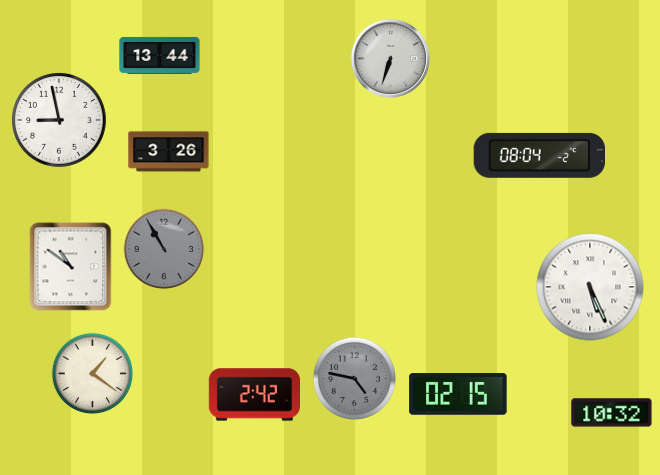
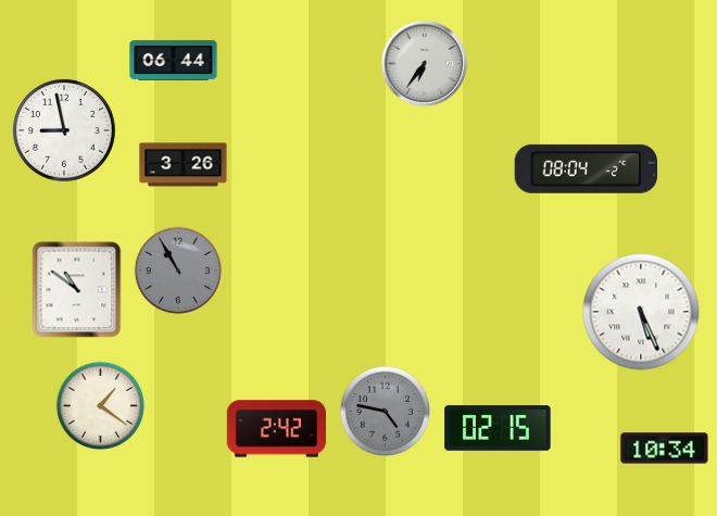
clock at (160, 55): 13:44 -> 06:44
clock at (390, 58): 6:33 -> 6:36
clock at (612, 413): 10:32 -> 10:34
